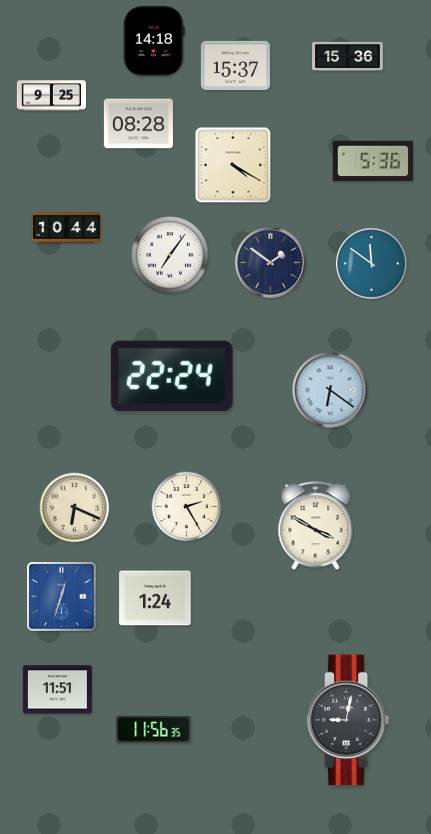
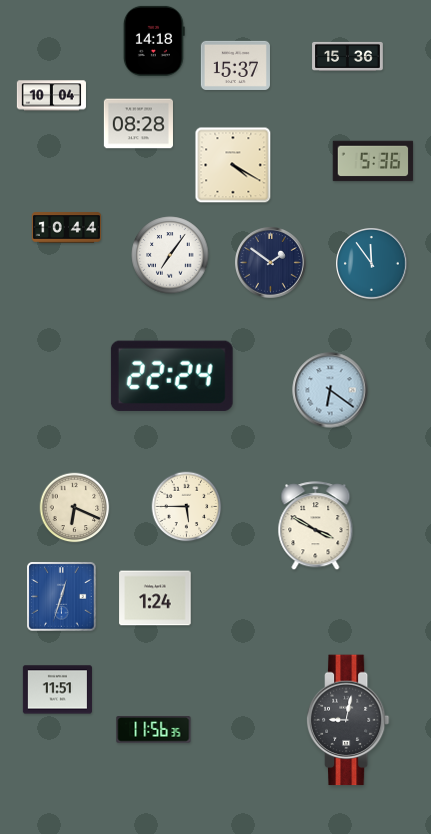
clock at (51, 96): 9:25 -> 10:04
clock at (372, 264): 11:51 -> 11:54
clock at (187, 507): 2:25 -> 5:45
